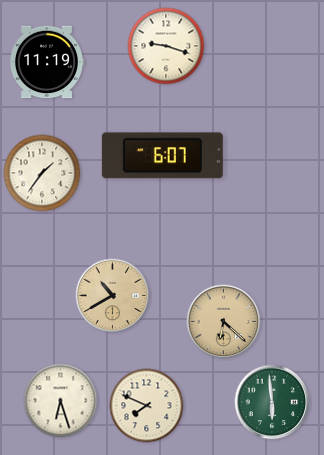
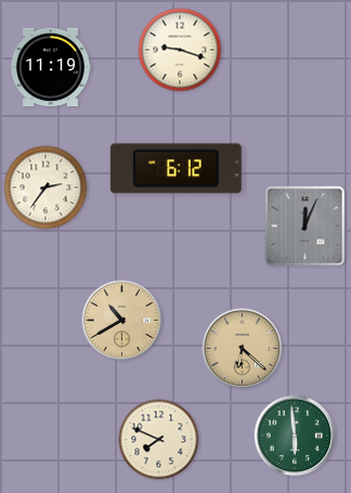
clock at (162, 156): 6:07 -> 6:12
clock at (42, 173): 1:36 -> 2:36
clock at (305, 226): none -> 12:04
clock at (61, 401): 6:27 -> none
